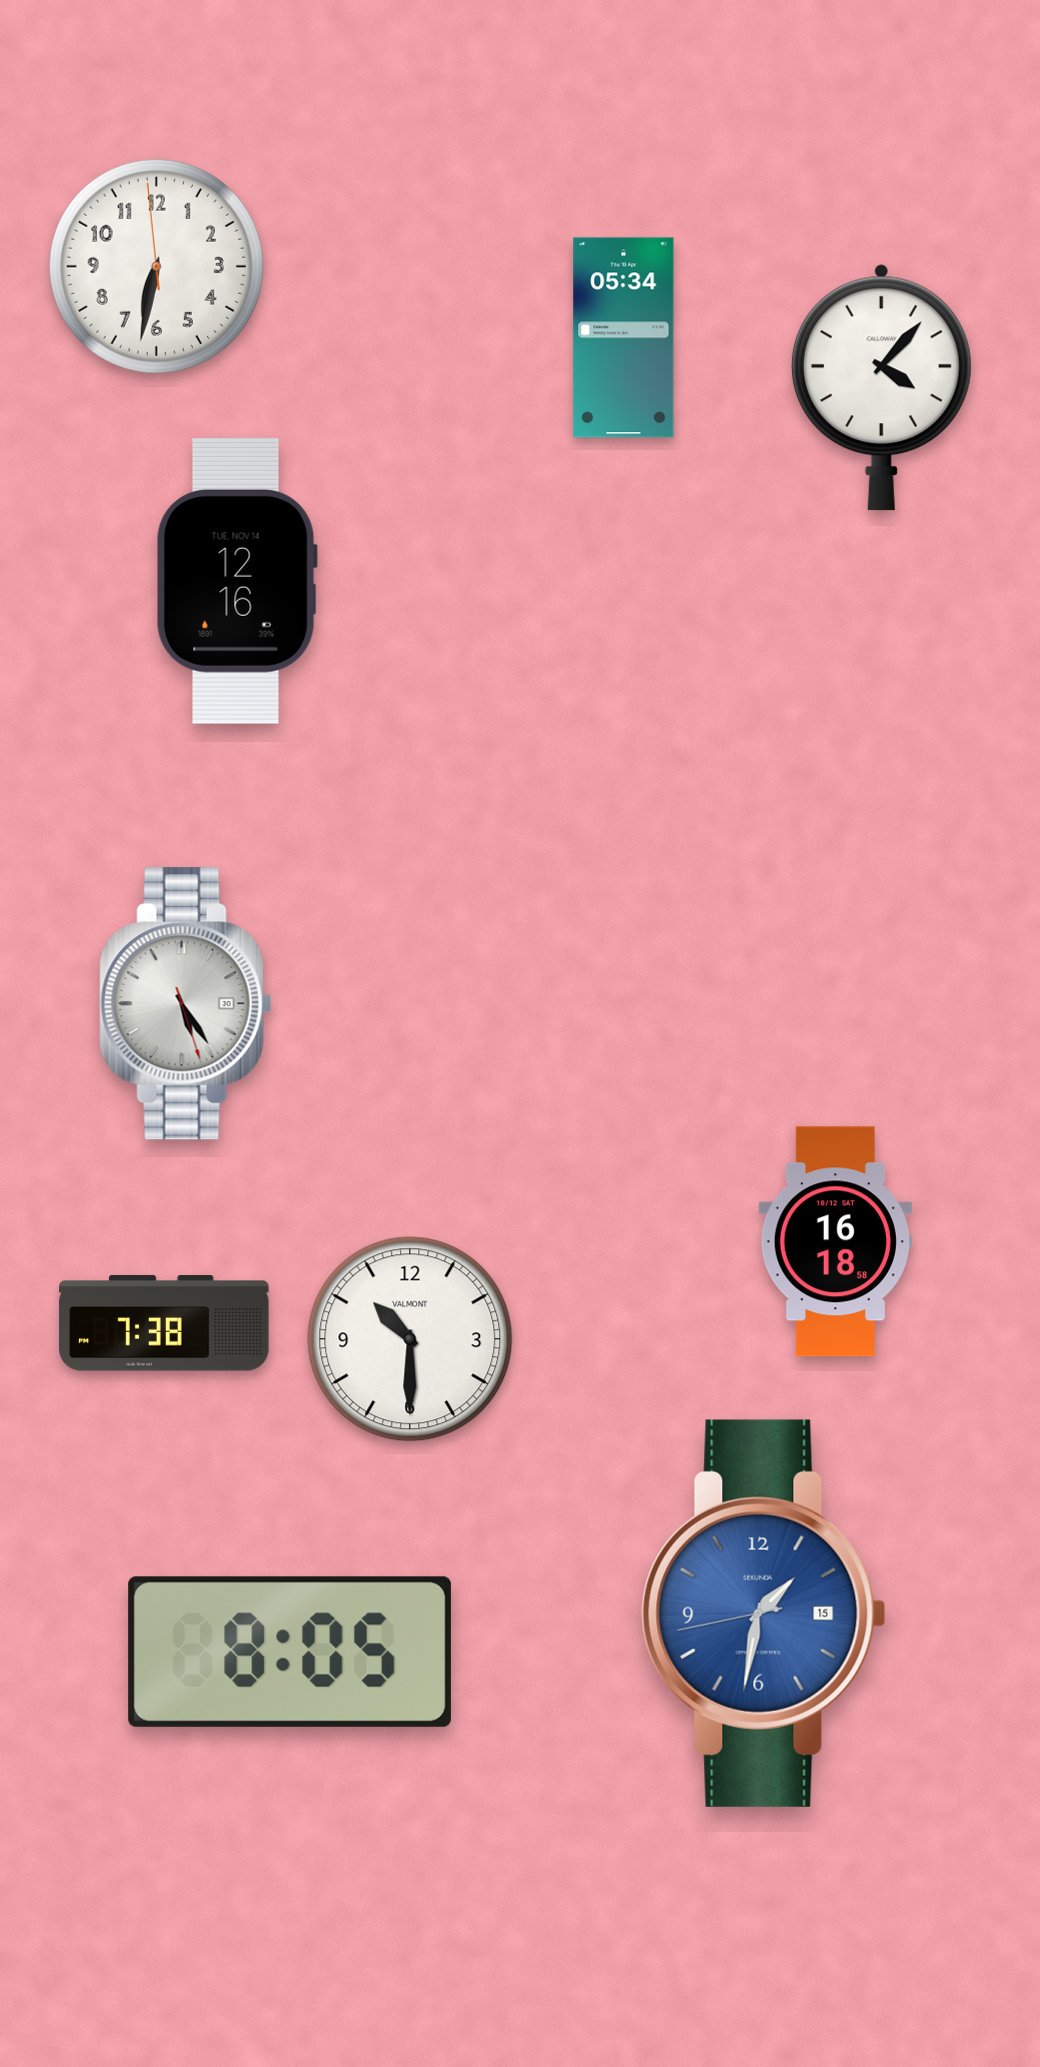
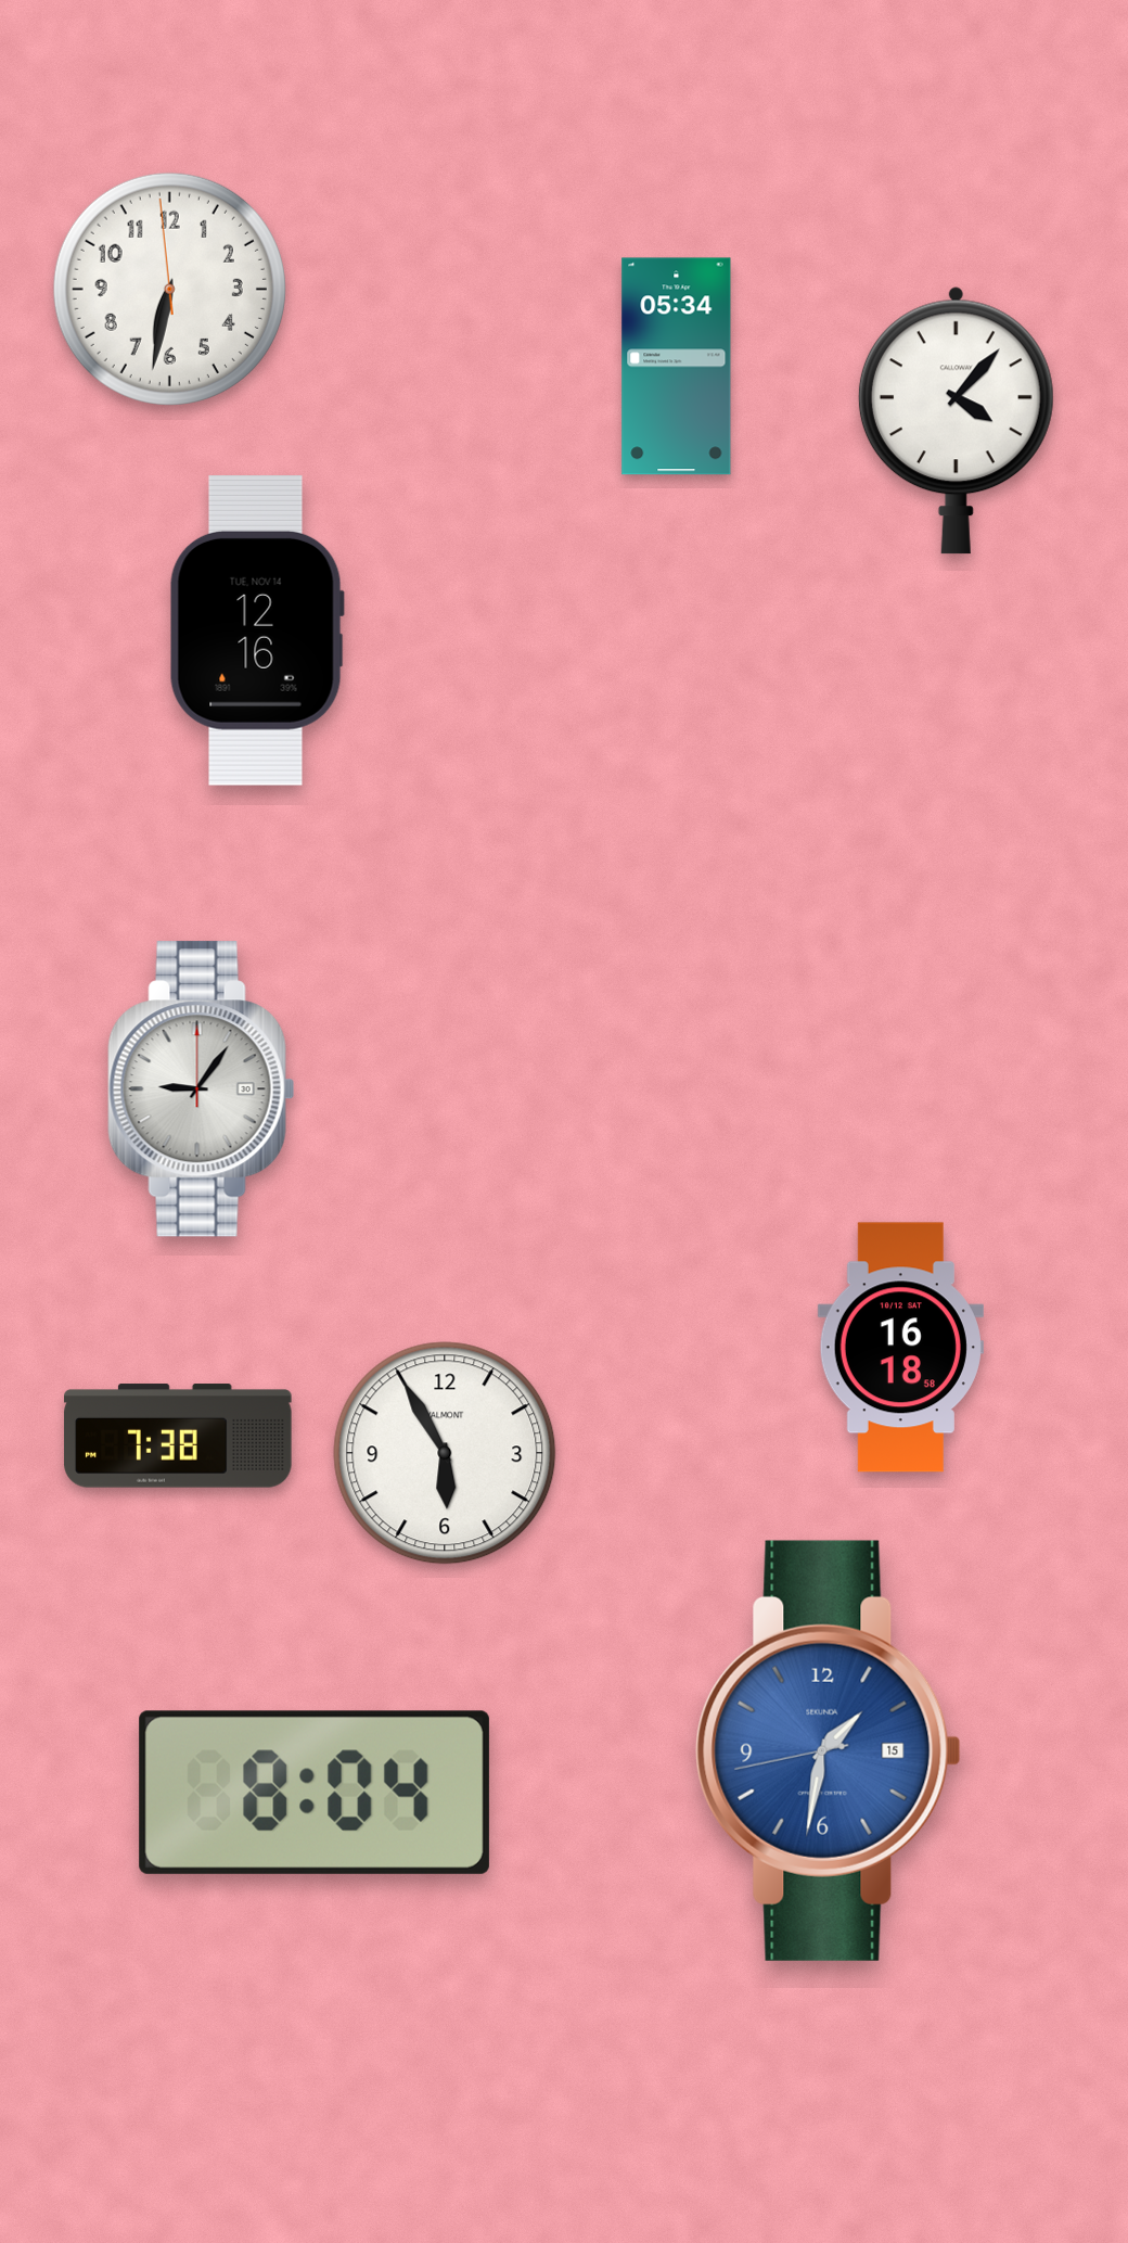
clock at (186, 1004): 5:24 -> 9:06
clock at (835, 1242) position: (835, 1242) -> (900, 1348)
clock at (410, 1339): 10:30 -> 5:55
clock at (290, 1652): 8:05 -> 8:04
